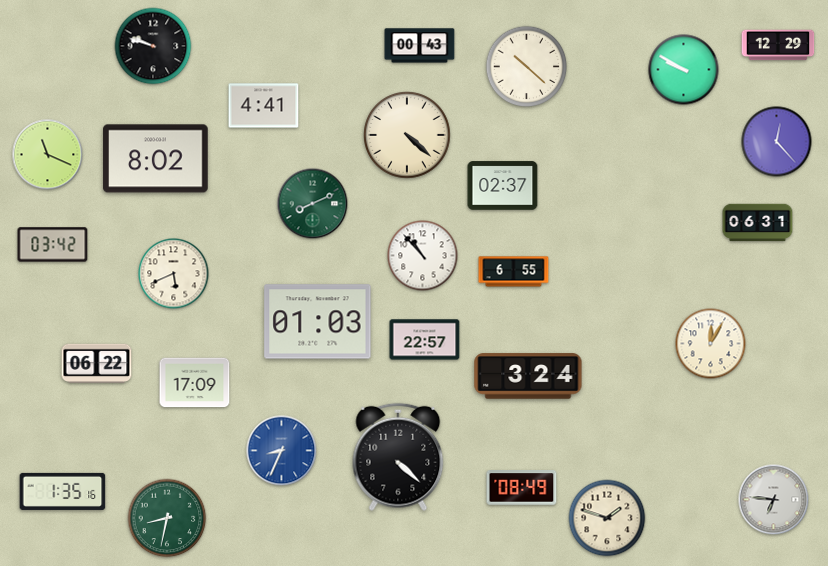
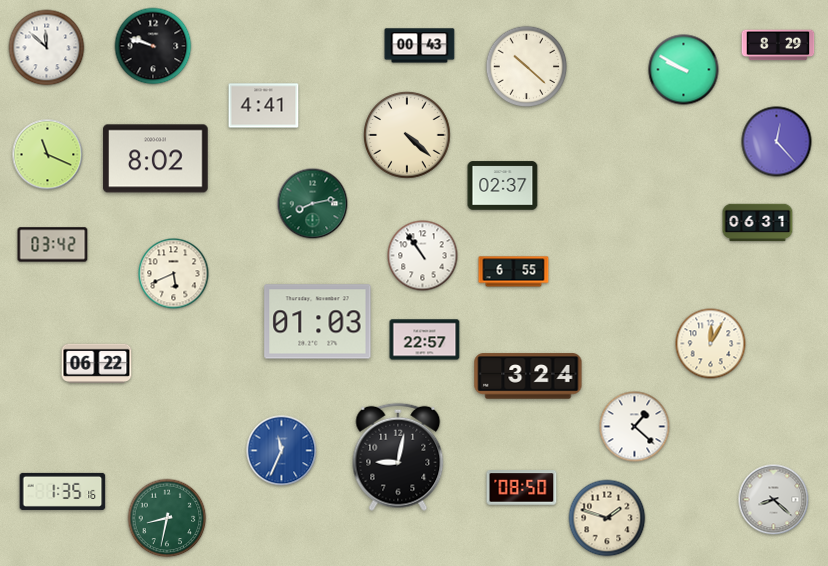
clock at (778, 45): 12:29 -> 8:29
clock at (47, 48): none -> 11:52
clock at (313, 204): 8:11 -> 8:13
clock at (423, 256): 10:53 -> 10:54
clock at (195, 383): 17:09 -> none
clock at (635, 427): none -> 1:22
clock at (282, 451): 8:34 -> 11:34
clock at (398, 457): 4:22 -> 9:02
clock at (522, 488): 08:49 -> 08:50
clock at (774, 500): 6:46 -> 8:22
